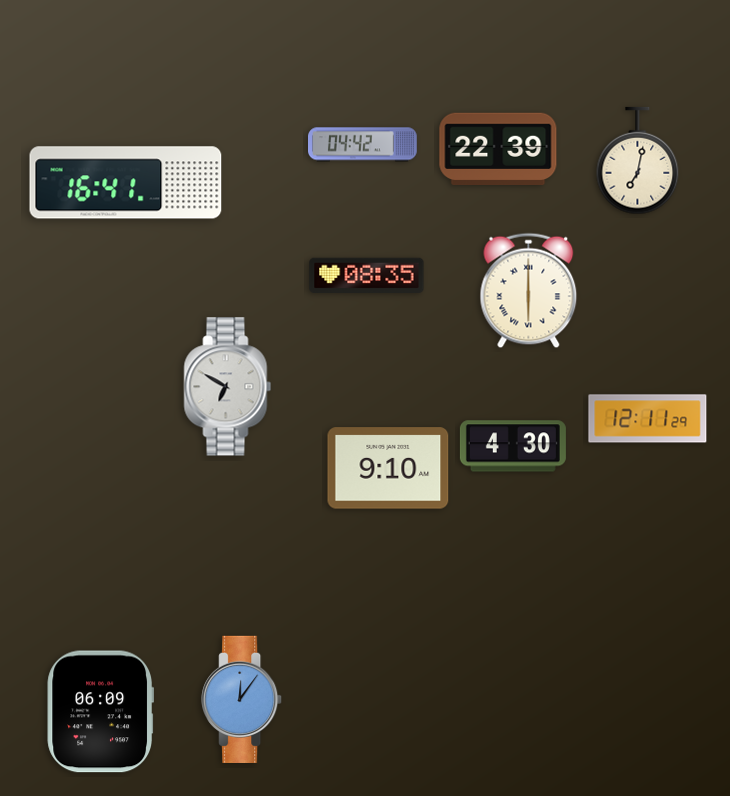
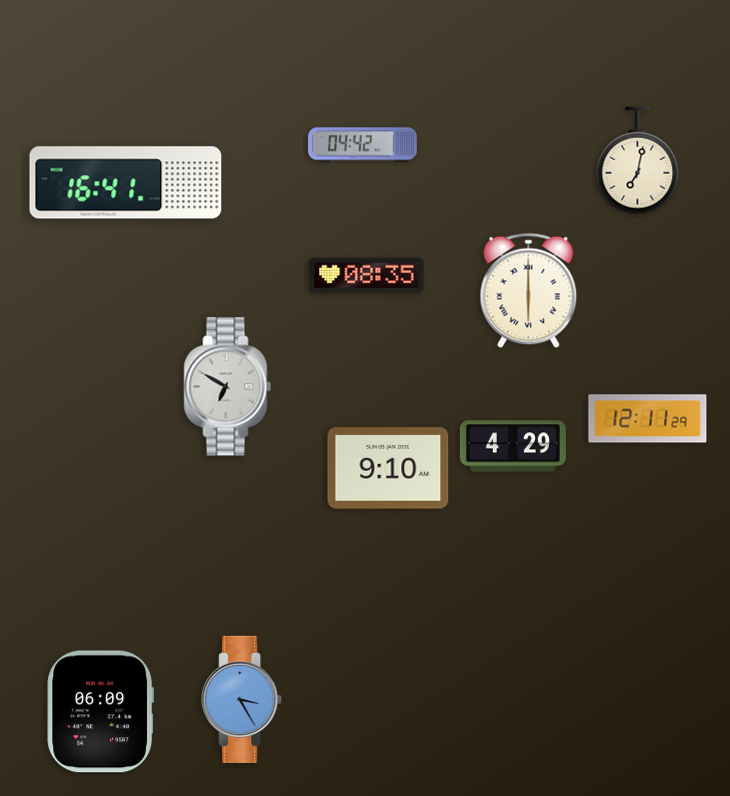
clock at (498, 149): 22:39 -> none
clock at (513, 446): 4:30 -> 4:29
clock at (242, 699): 12:06 -> 3:25
